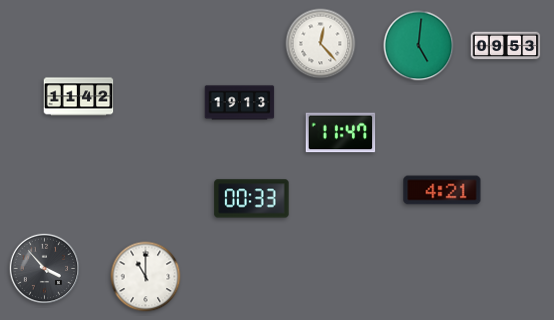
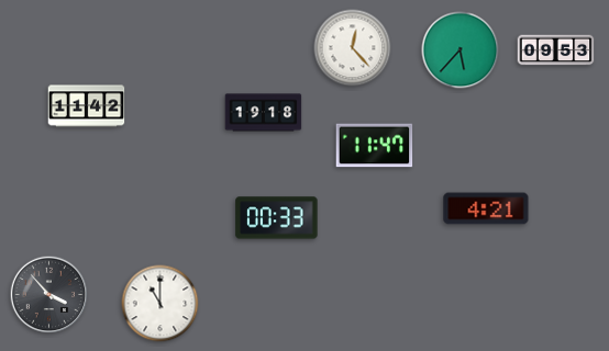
clock at (419, 46): 5:01 -> 5:37
clock at (240, 103): 19:13 -> 19:18
